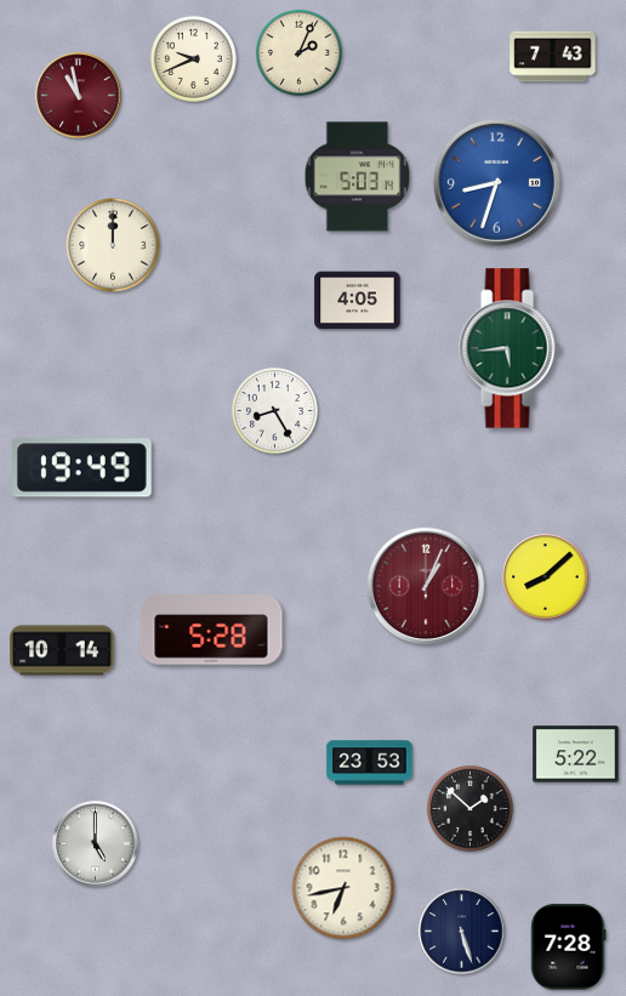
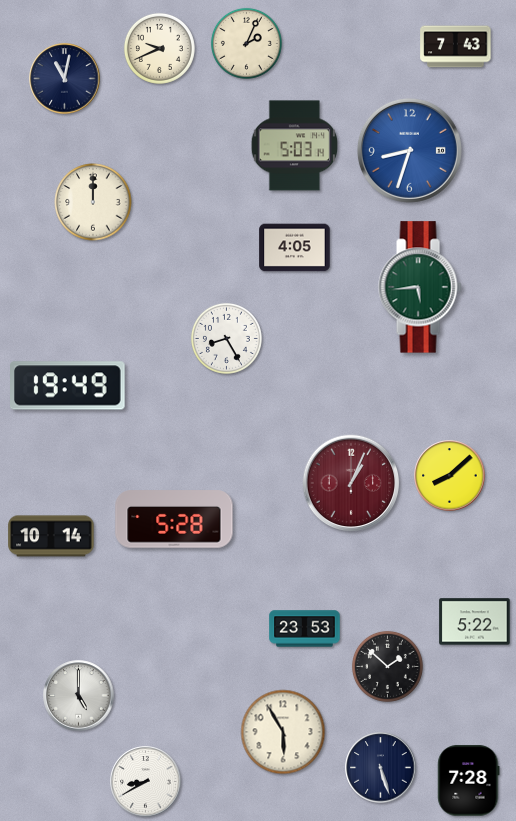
clock at (79, 96): 10:58 -> 11:02
clock at (79, 96) dial: burgundy -> navy
clock at (343, 888): 6:43 -> 5:55
clock at (146, 782): none -> 8:40
